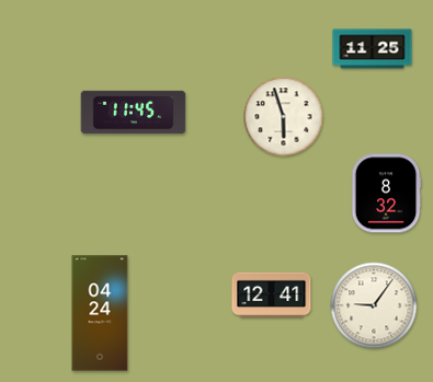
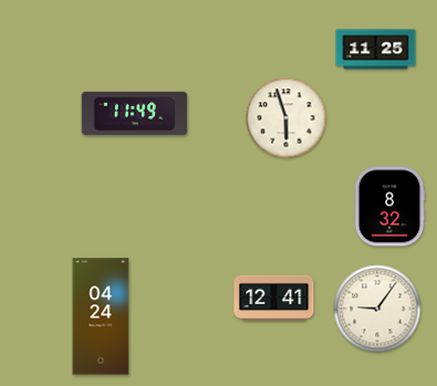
clock at (134, 113): 11:45 -> 11:49
clock at (386, 194) position: (386, 194) -> (389, 207)
